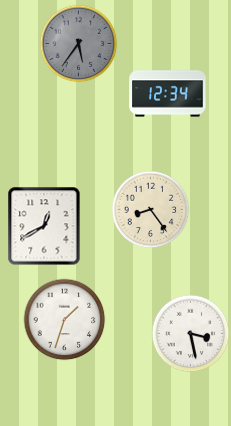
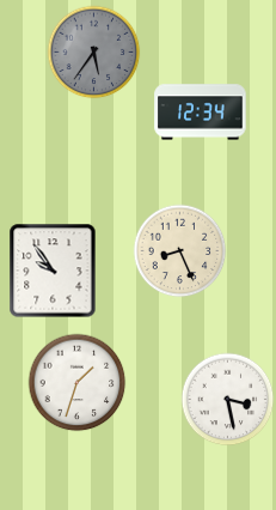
clock at (150, 209): 8:24 -> 8:26
clock at (44, 226): 12:40 -> 9:54
